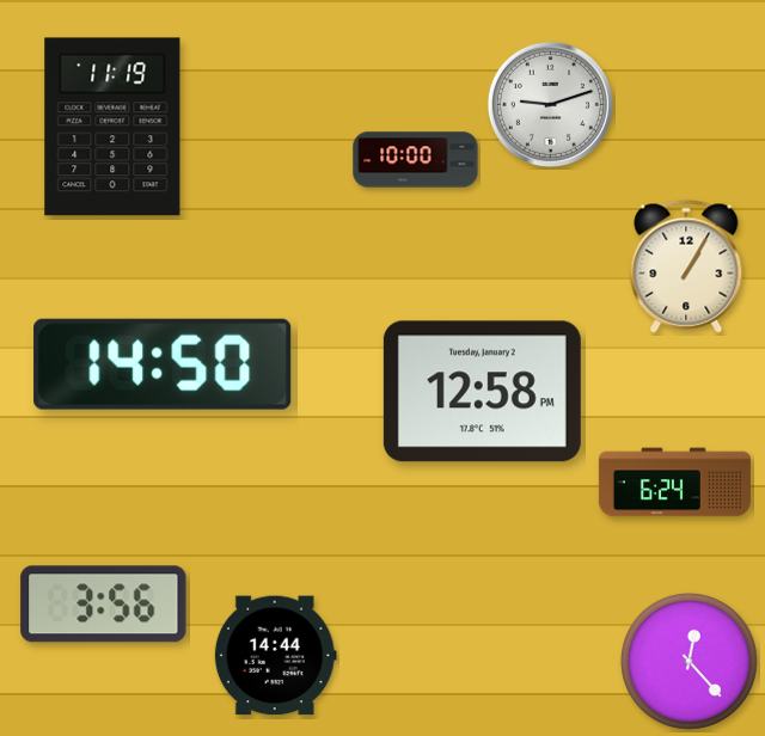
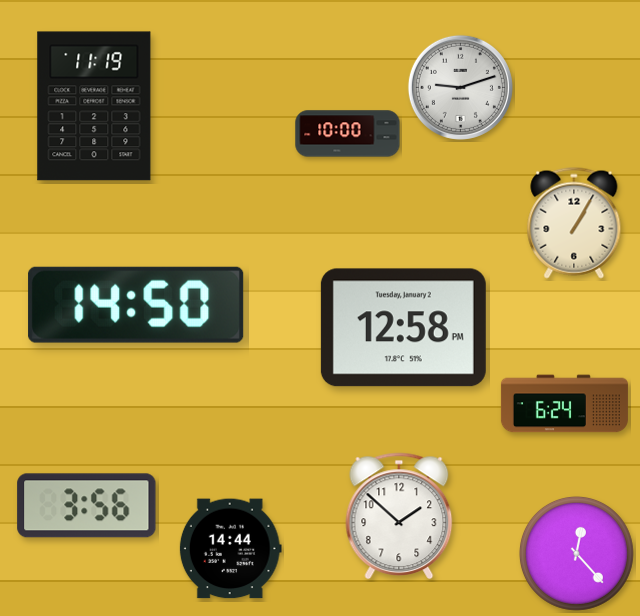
clock at (399, 516): none -> 1:52
